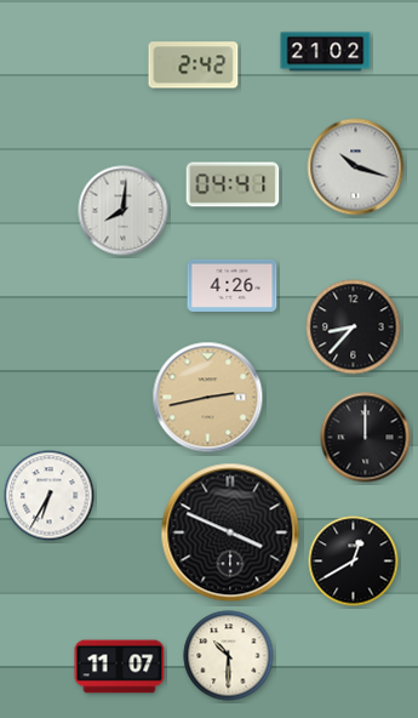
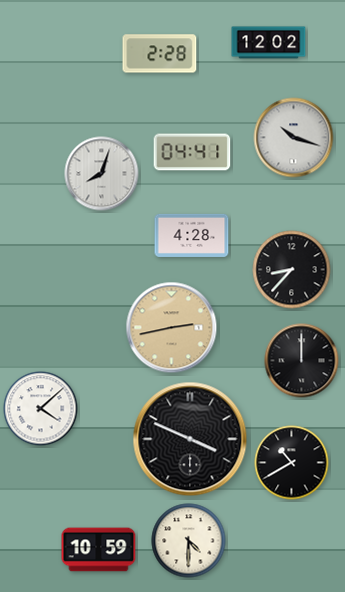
clock at (326, 52): 21:02 -> 12:02
clock at (194, 65): 2:42 -> 2:28
clock at (124, 211): 8:01 -> 8:03
clock at (233, 285): 4:26 -> 4:28
clock at (50, 496): 6:35 -> 4:08
clock at (354, 562): 12:40 -> 10:40
clock at (229, 656): 10:30 -> 4:30
clock at (120, 667): 11:07 -> 10:59
